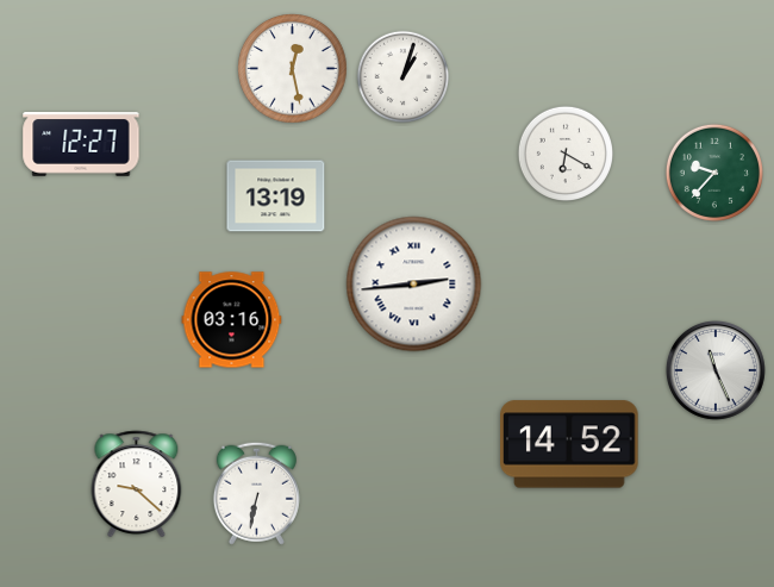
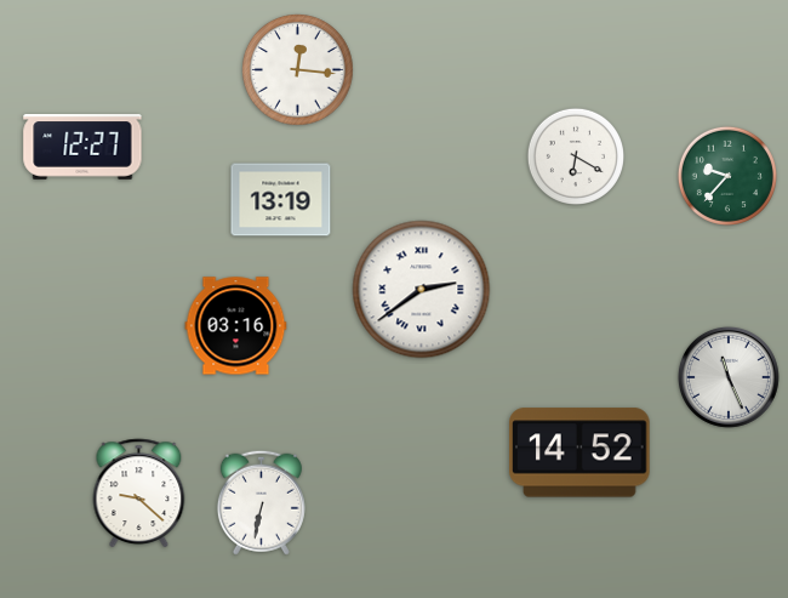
clock at (293, 69): 12:28 -> 12:16
clock at (404, 77): 1:03 -> none
clock at (414, 285): 2:44 -> 2:39
